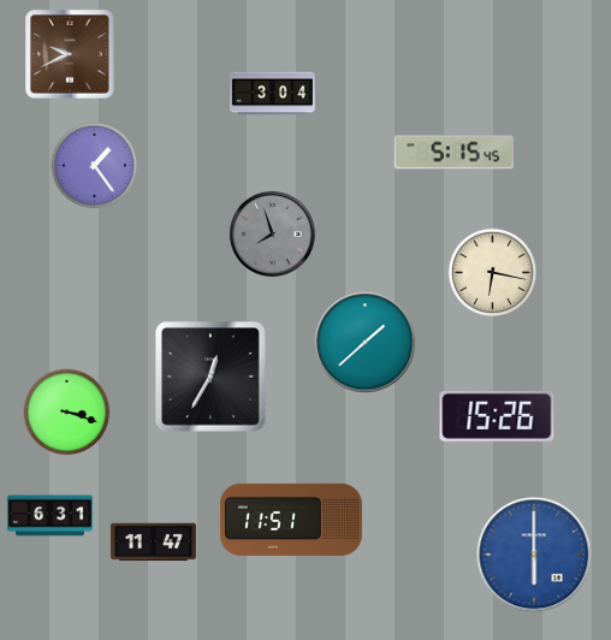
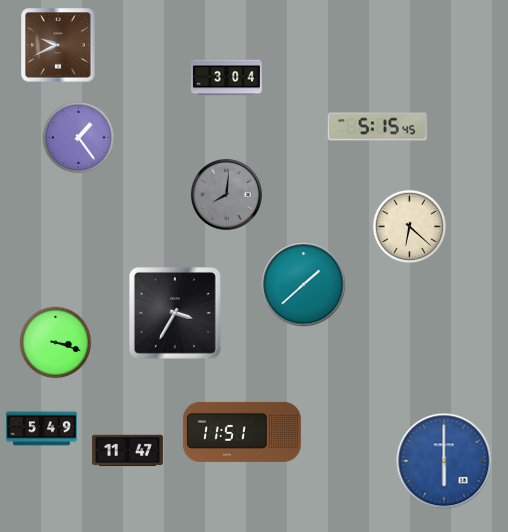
clock at (272, 233): 7:57 -> 8:01
clock at (493, 273): 6:17 -> 6:22
clock at (212, 378): 12:35 -> 3:35
clock at (497, 416): 15:26 -> none
clock at (51, 516): 6:31 -> 5:49
